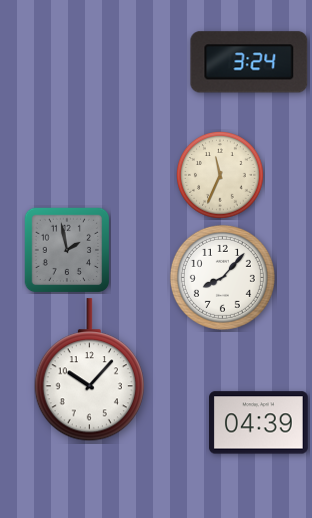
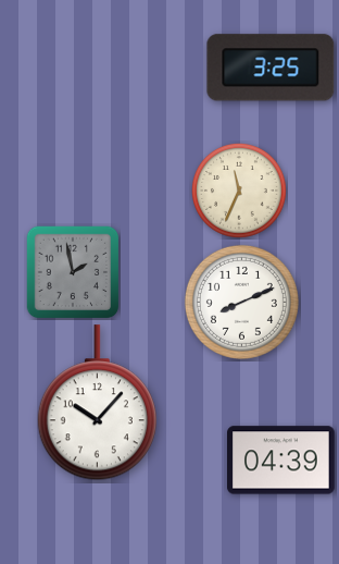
clock at (249, 62): 3:24 -> 3:25
clock at (222, 277): 8:07 -> 8:11
